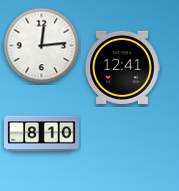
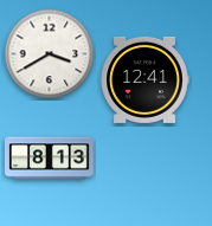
clock at (42, 46): 12:14 -> 3:40
clock at (42, 134): 8:10 -> 8:13
